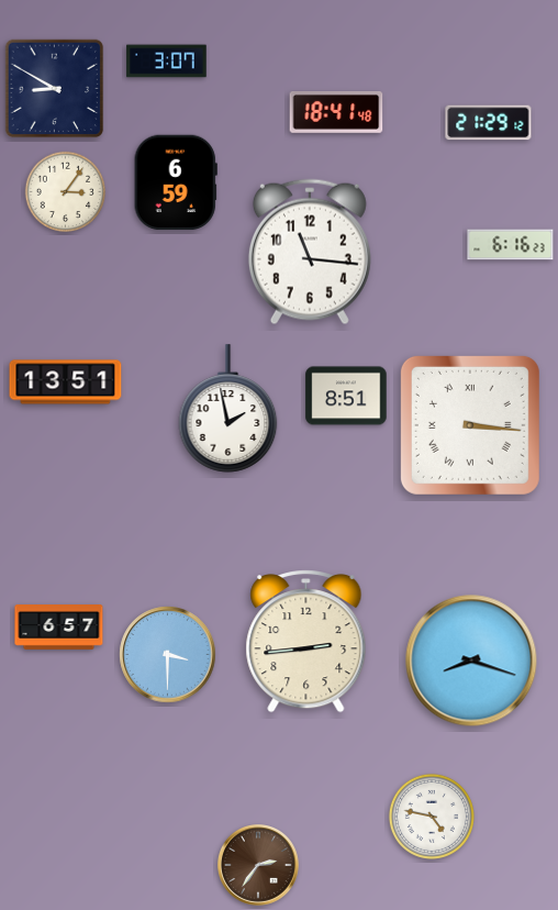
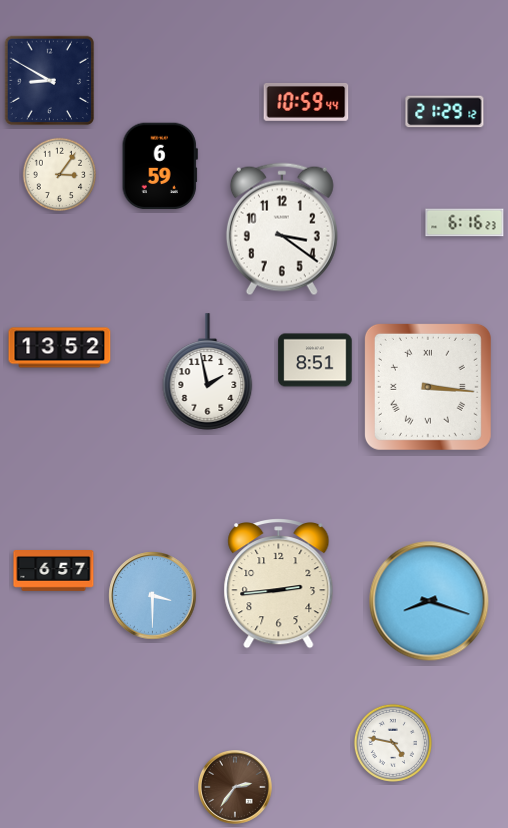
clock at (167, 62): 3:07 -> none
clock at (336, 113): 18:41 -> 10:59
clock at (310, 252): 11:16 -> 3:21
clock at (66, 382): 13:51 -> 13:52
